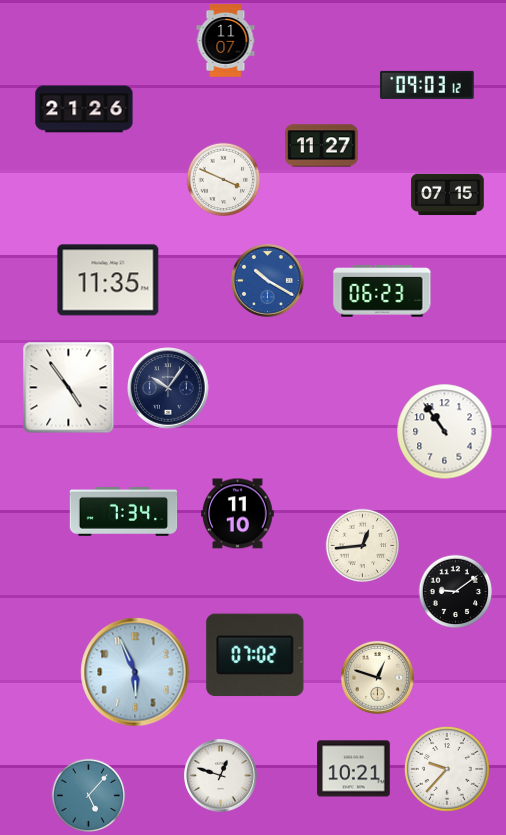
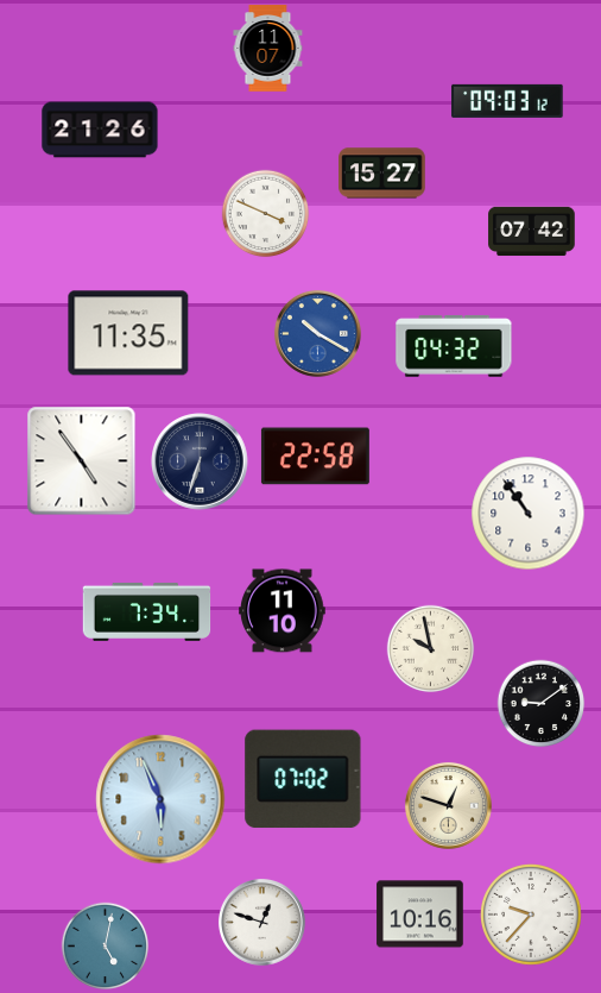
clock at (322, 146): 11:27 -> 15:27
clock at (448, 195): 07:15 -> 07:42
clock at (382, 291): 06:23 -> 04:32
clock at (315, 457): none -> 22:58
clock at (168, 388): 10:06 -> 6:33
clock at (124, 511) position: (124, 511) -> (147, 611)
clock at (363, 546): 12:44 -> 9:58
clock at (354, 769): 10:21 -> 10:16
clock at (89, 796): 5:07 -> 5:02
